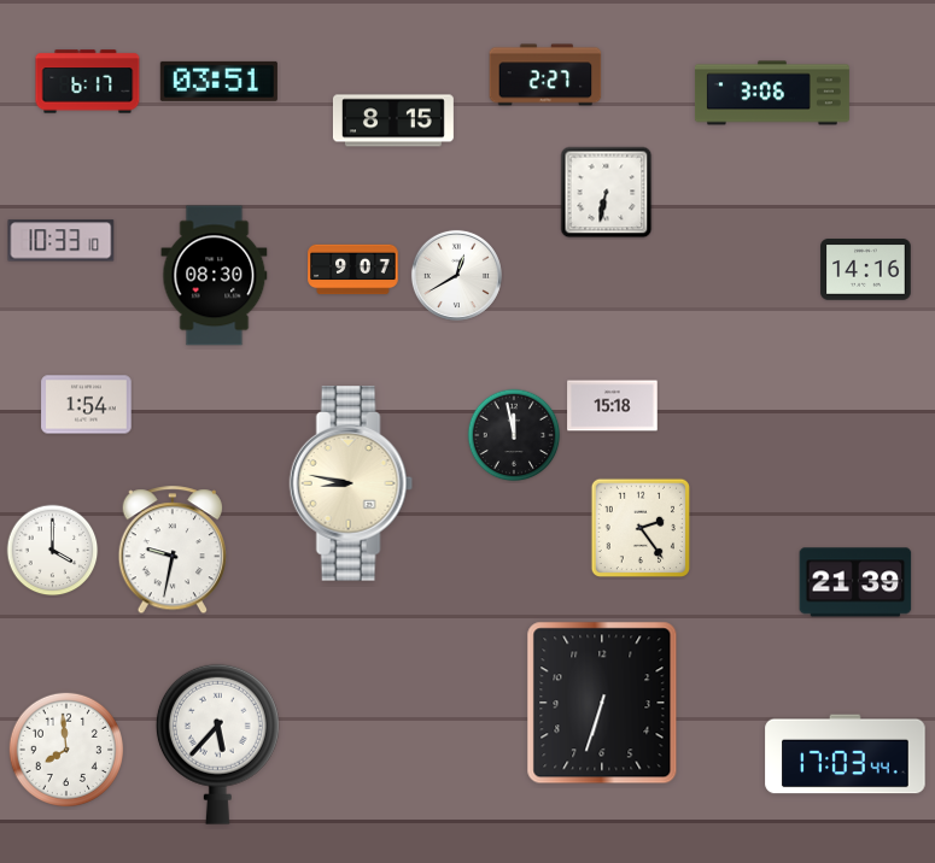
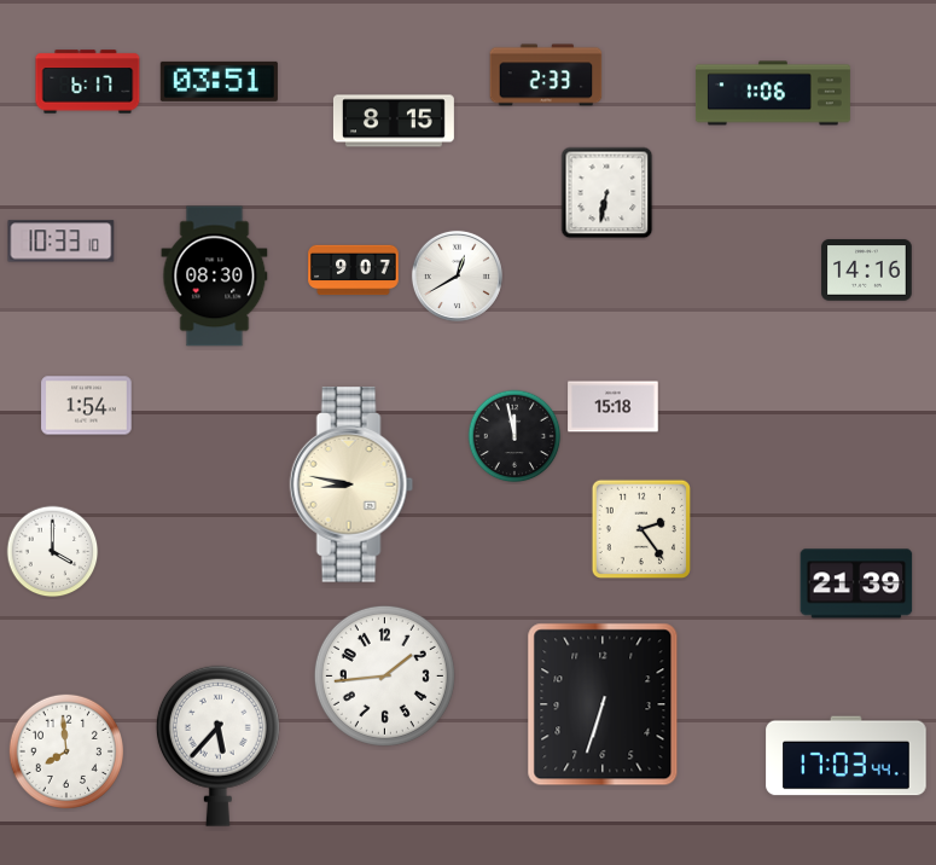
clock at (545, 75): 2:27 -> 2:33
clock at (772, 93): 3:06 -> 1:06
clock at (171, 551): 9:32 -> none
clock at (384, 675): none -> 1:44
